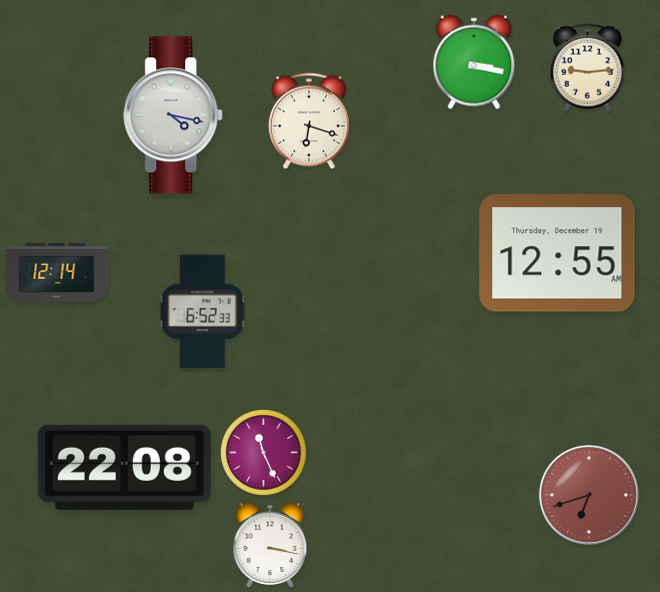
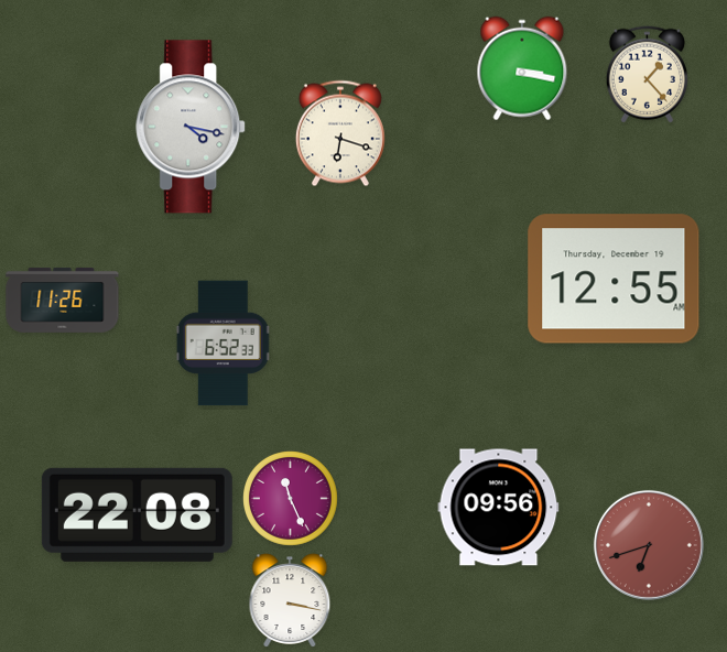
clock at (587, 68): 9:14 -> 1:23
clock at (57, 272): 12:14 -> 11:26
clock at (499, 508): none -> 09:56
clock at (270, 545) position: (270, 545) -> (290, 600)
